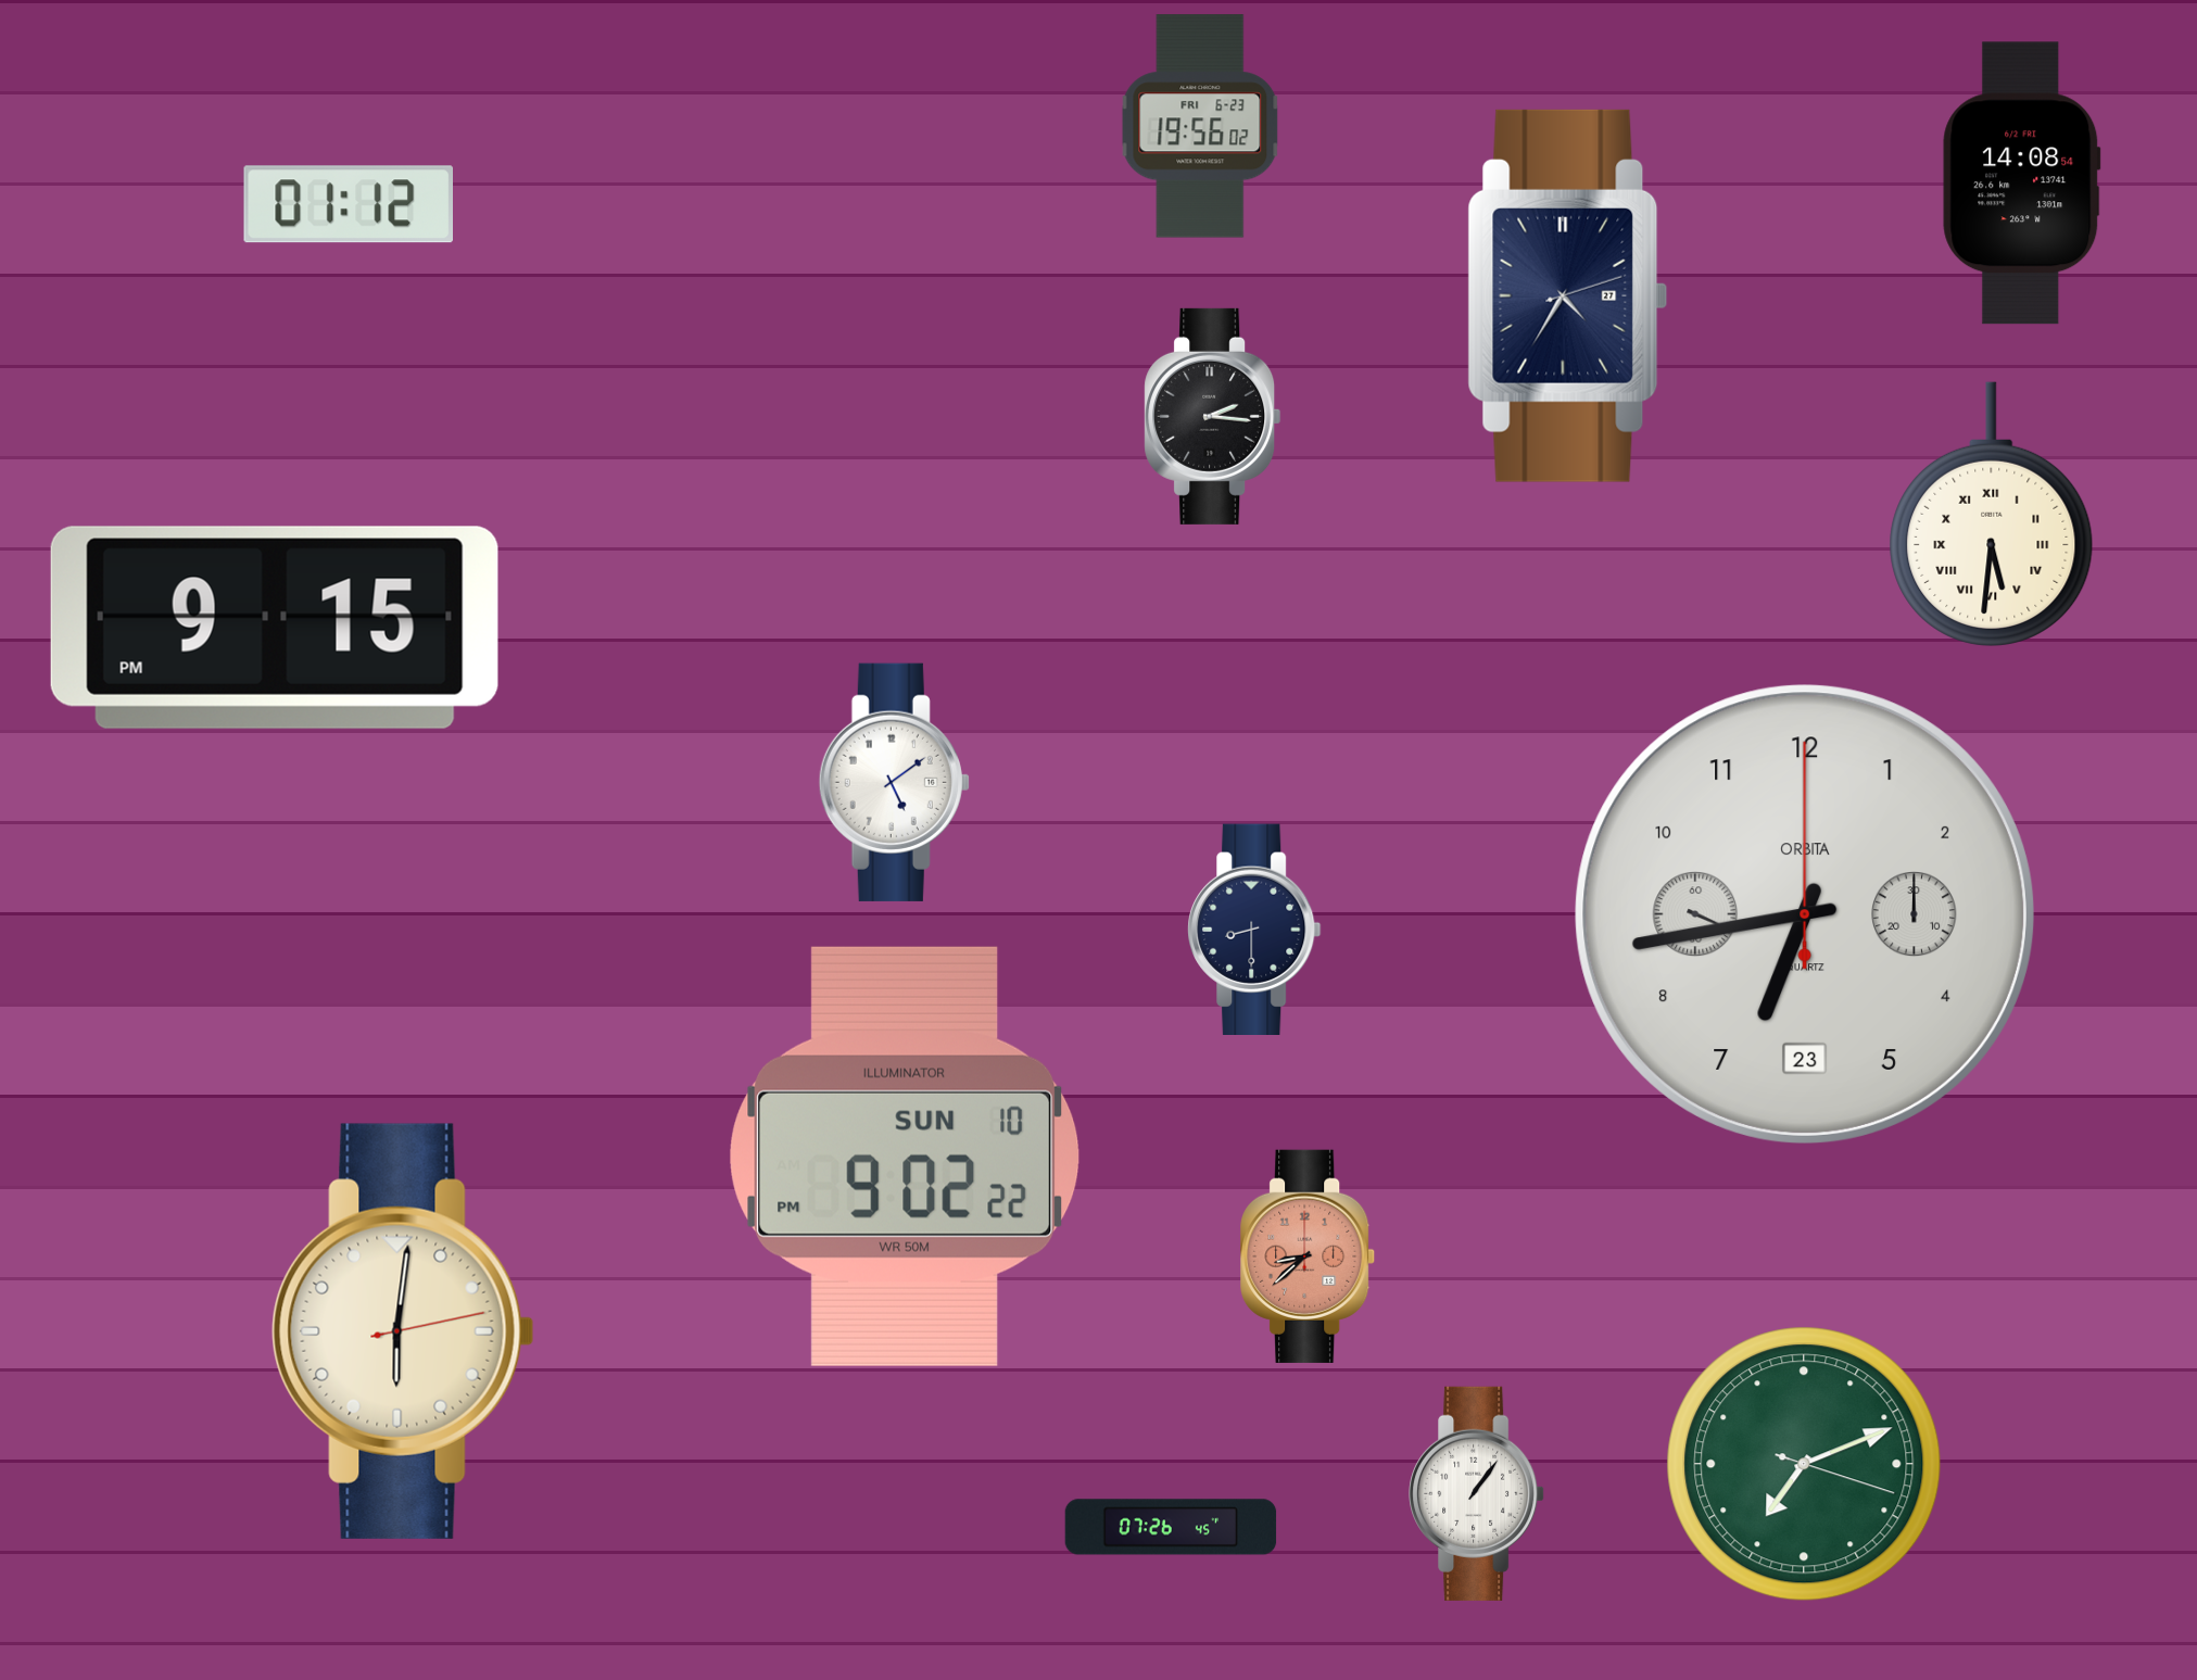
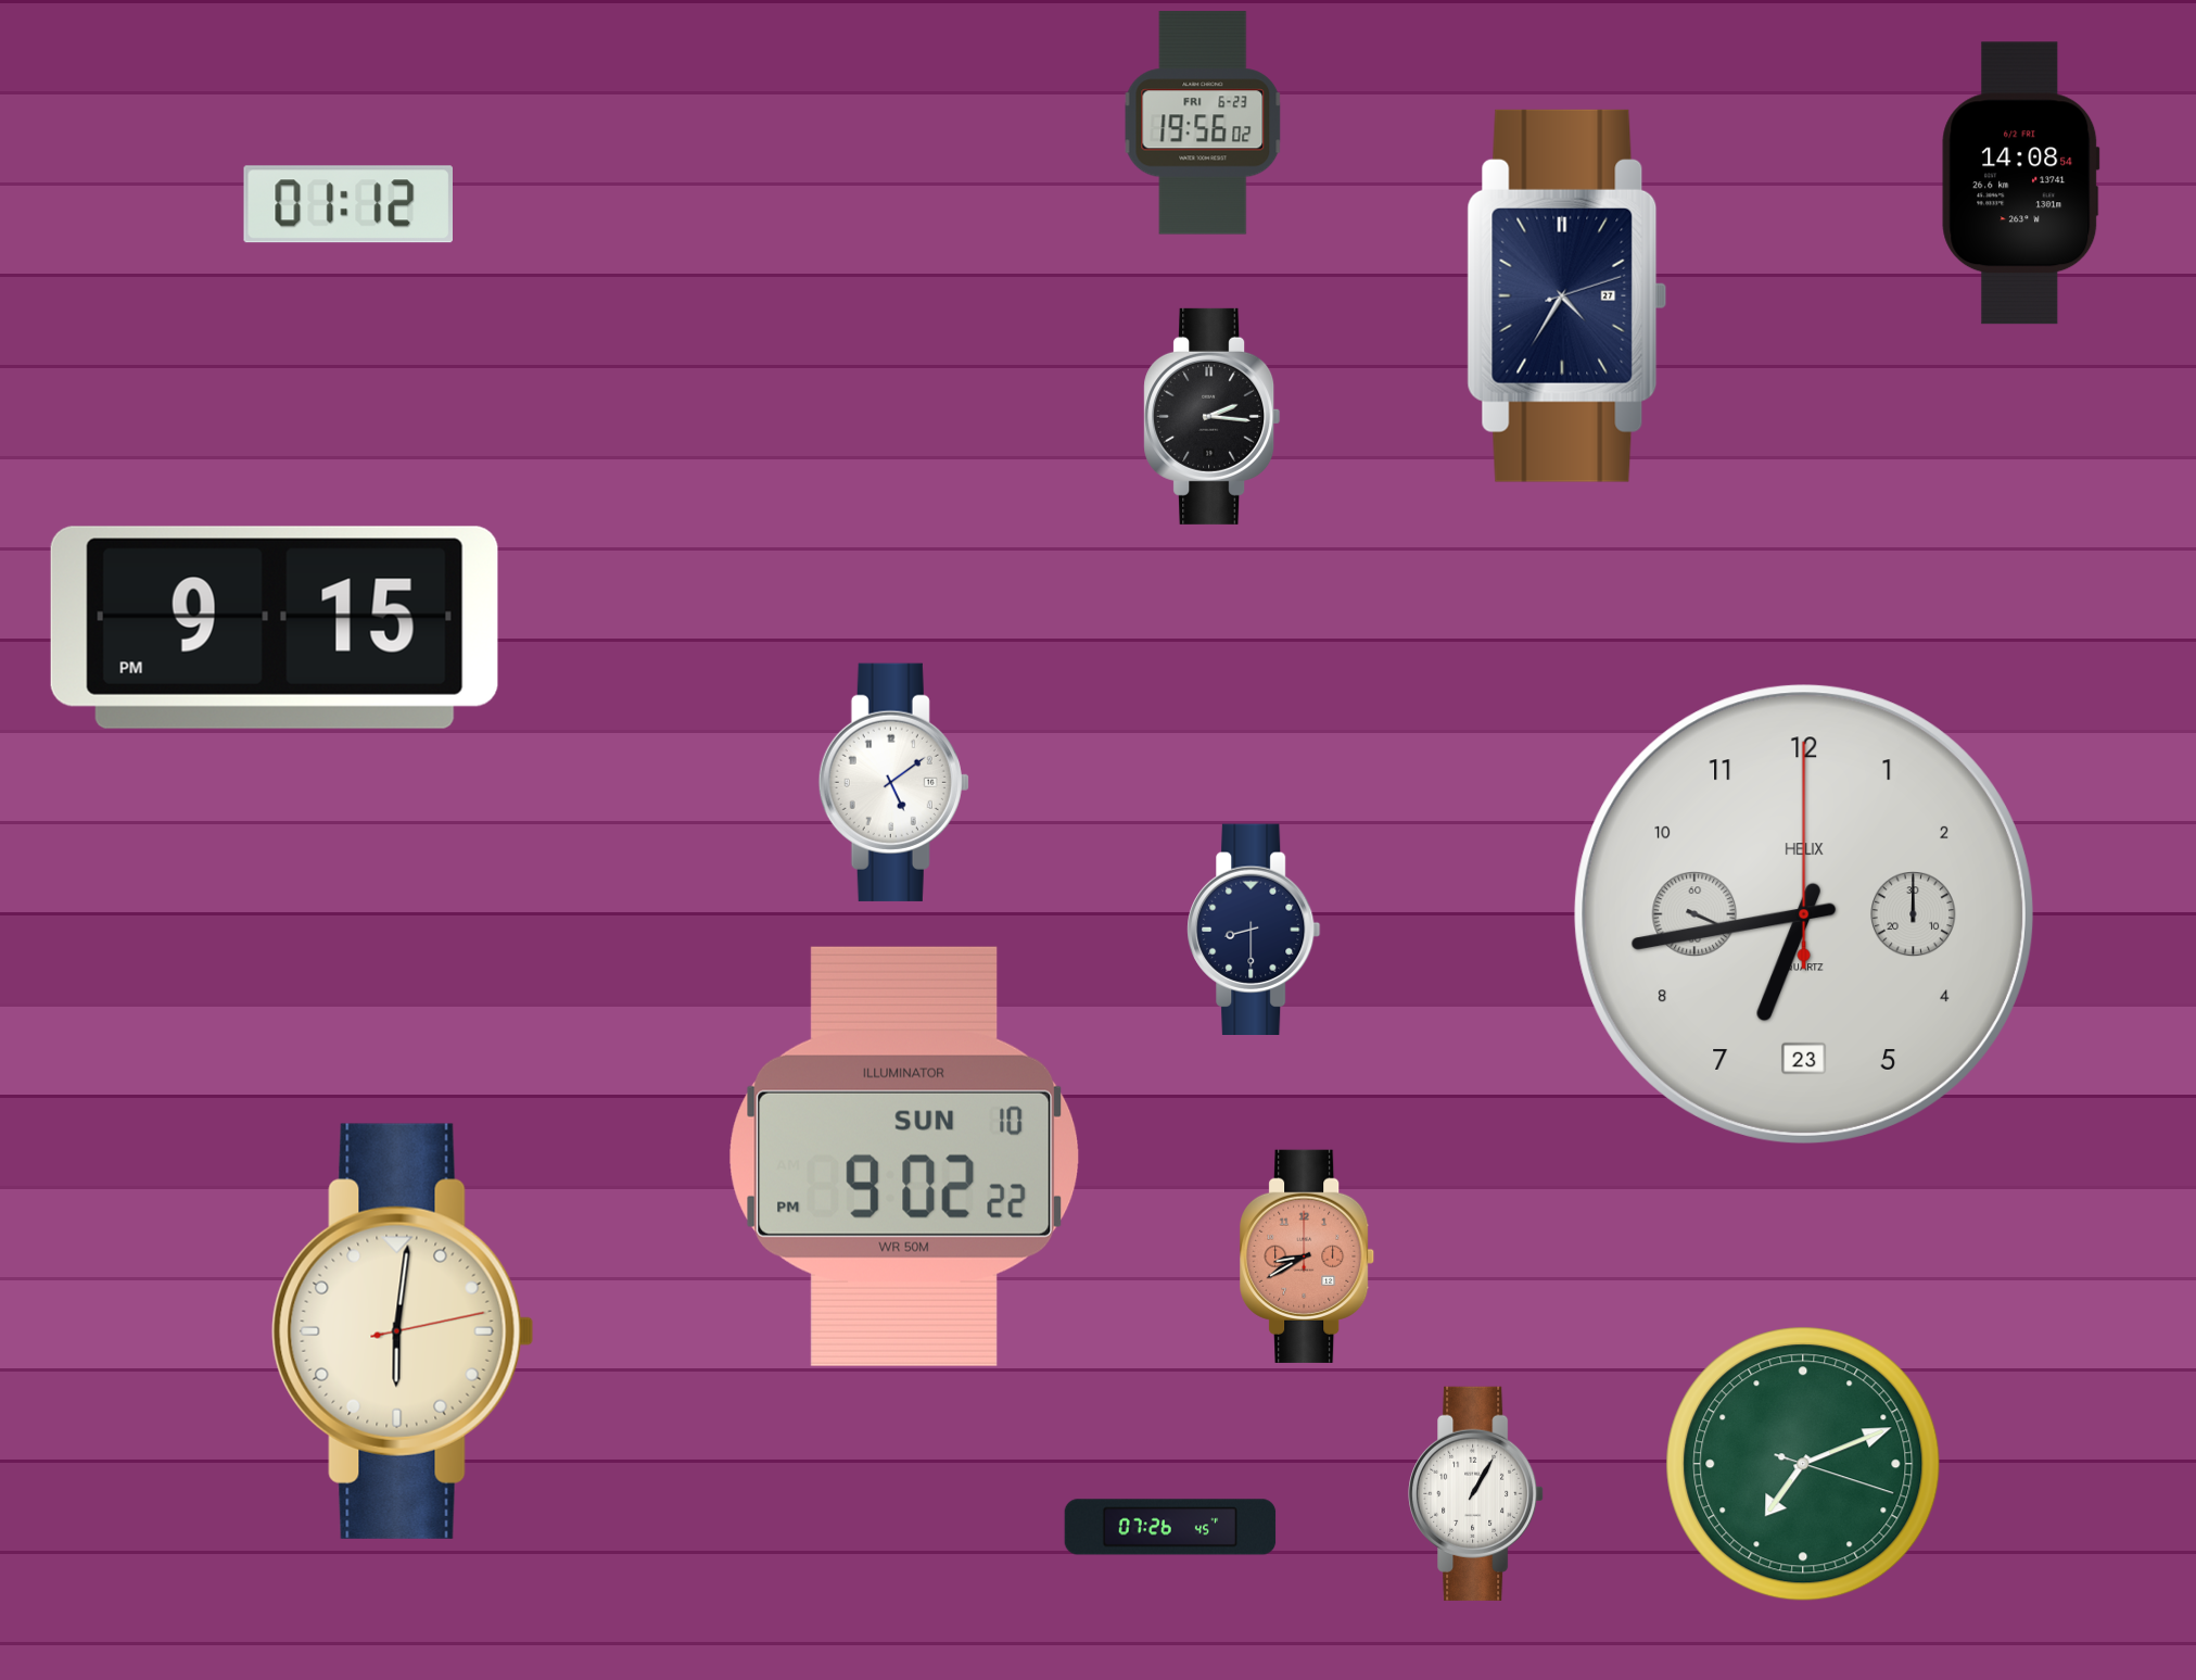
clock at (1200, 126) position: (1200, 126) -> (1203, 123)
clock at (1992, 514): 5:31 -> none
clock at (1805, 914) brand: ORBITA -> HELIX
clock at (1309, 1256): 8:38 -> 8:40
clock at (1477, 1493): 1:06 -> 1:05
